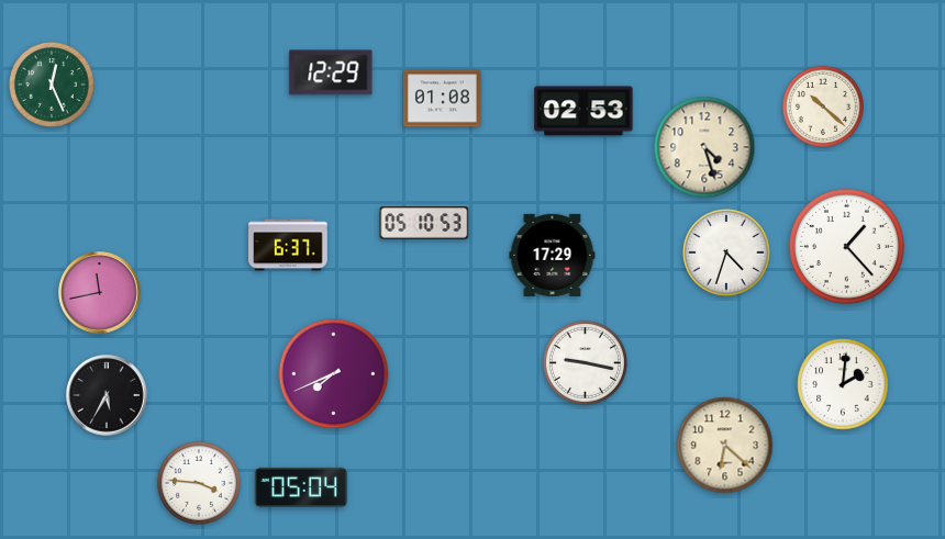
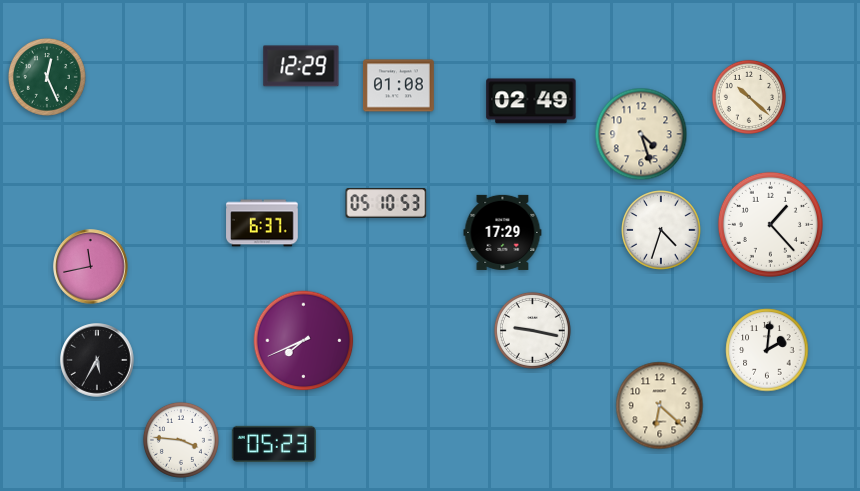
clock at (442, 99) position: (442, 99) -> (398, 86)
clock at (583, 111): 02:53 -> 02:49
clock at (301, 487): 05:04 -> 05:23
